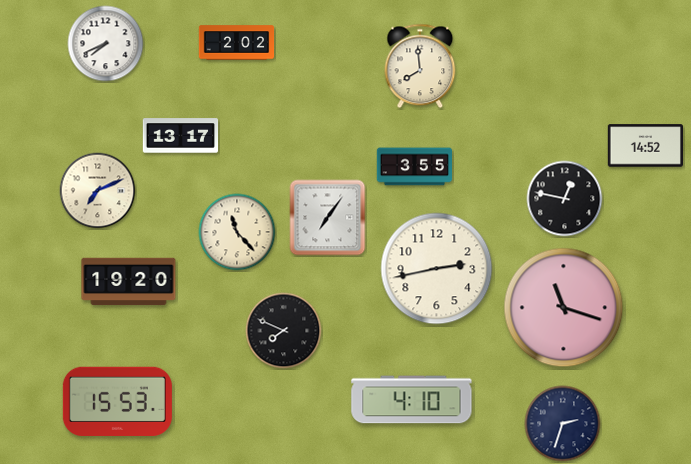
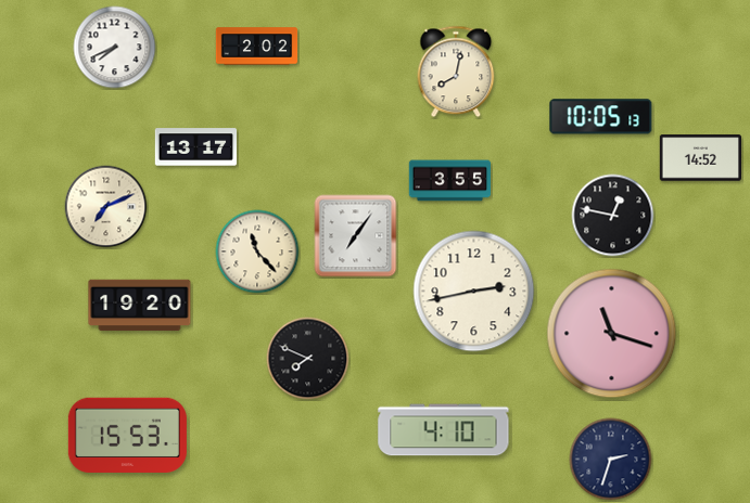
clock at (420, 66): 7:59 -> 8:02
clock at (601, 117): none -> 10:05
clock at (412, 400) position: (412, 400) -> (444, 430)
